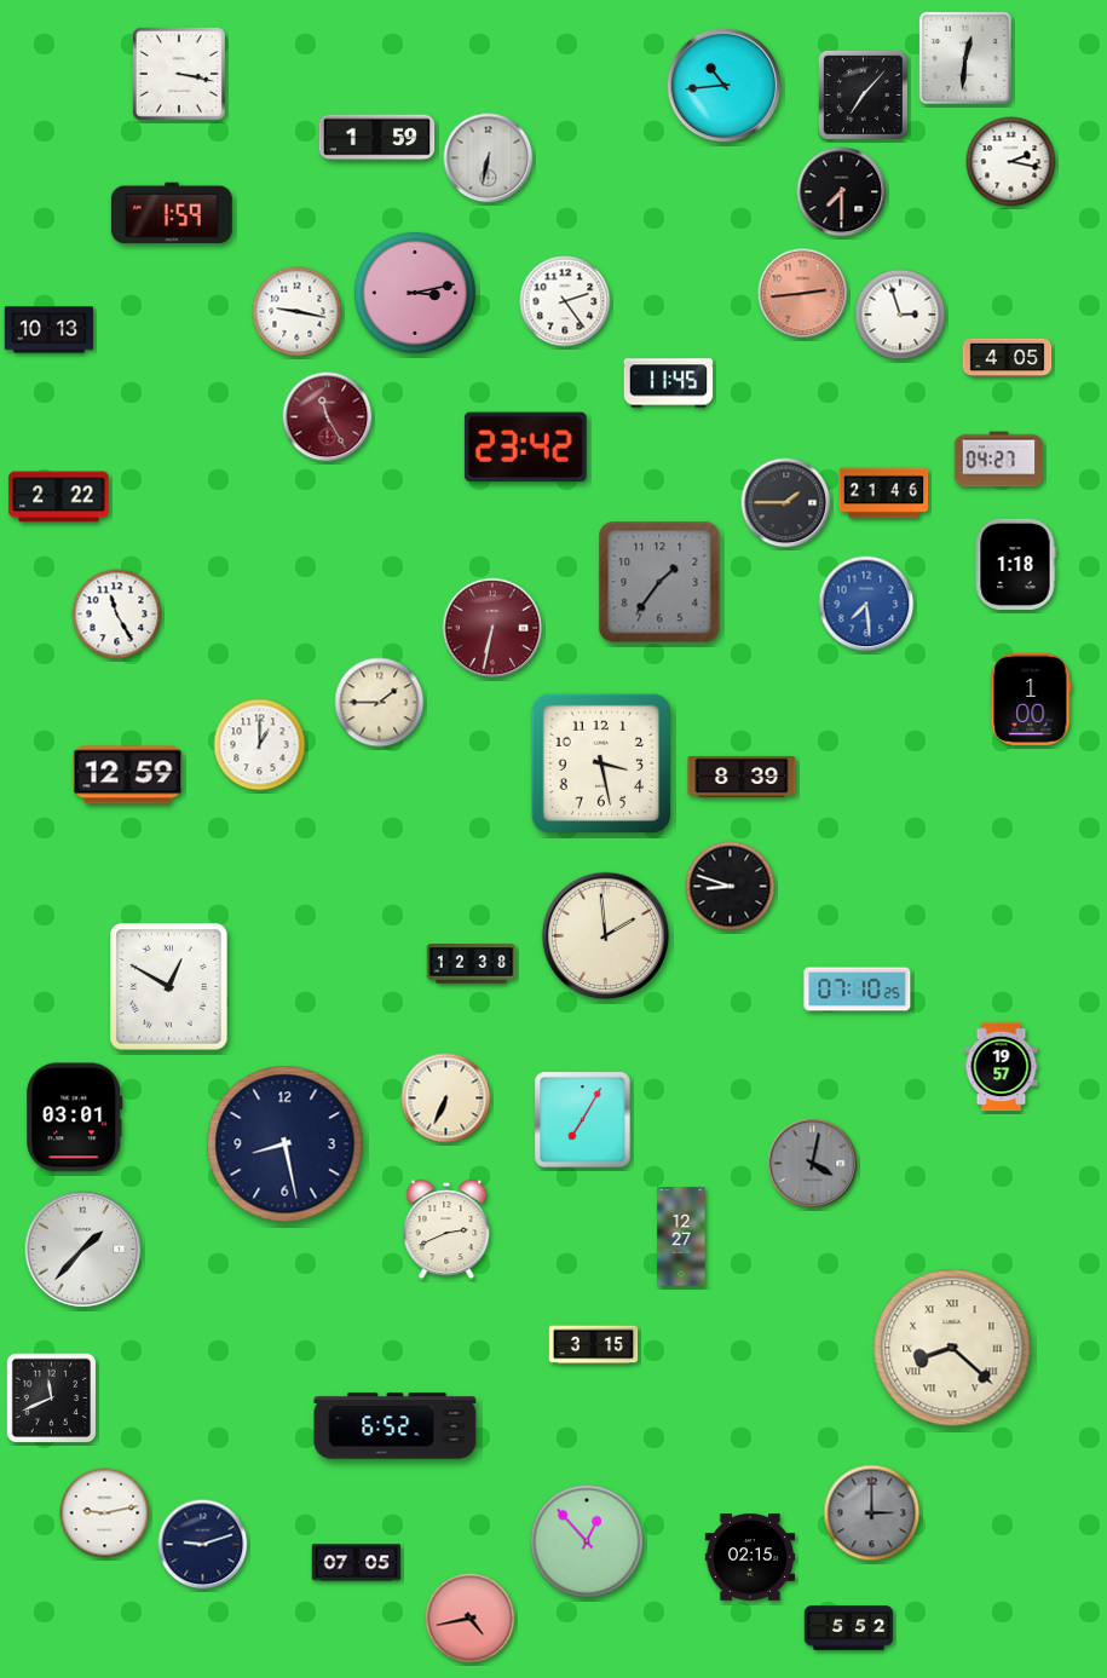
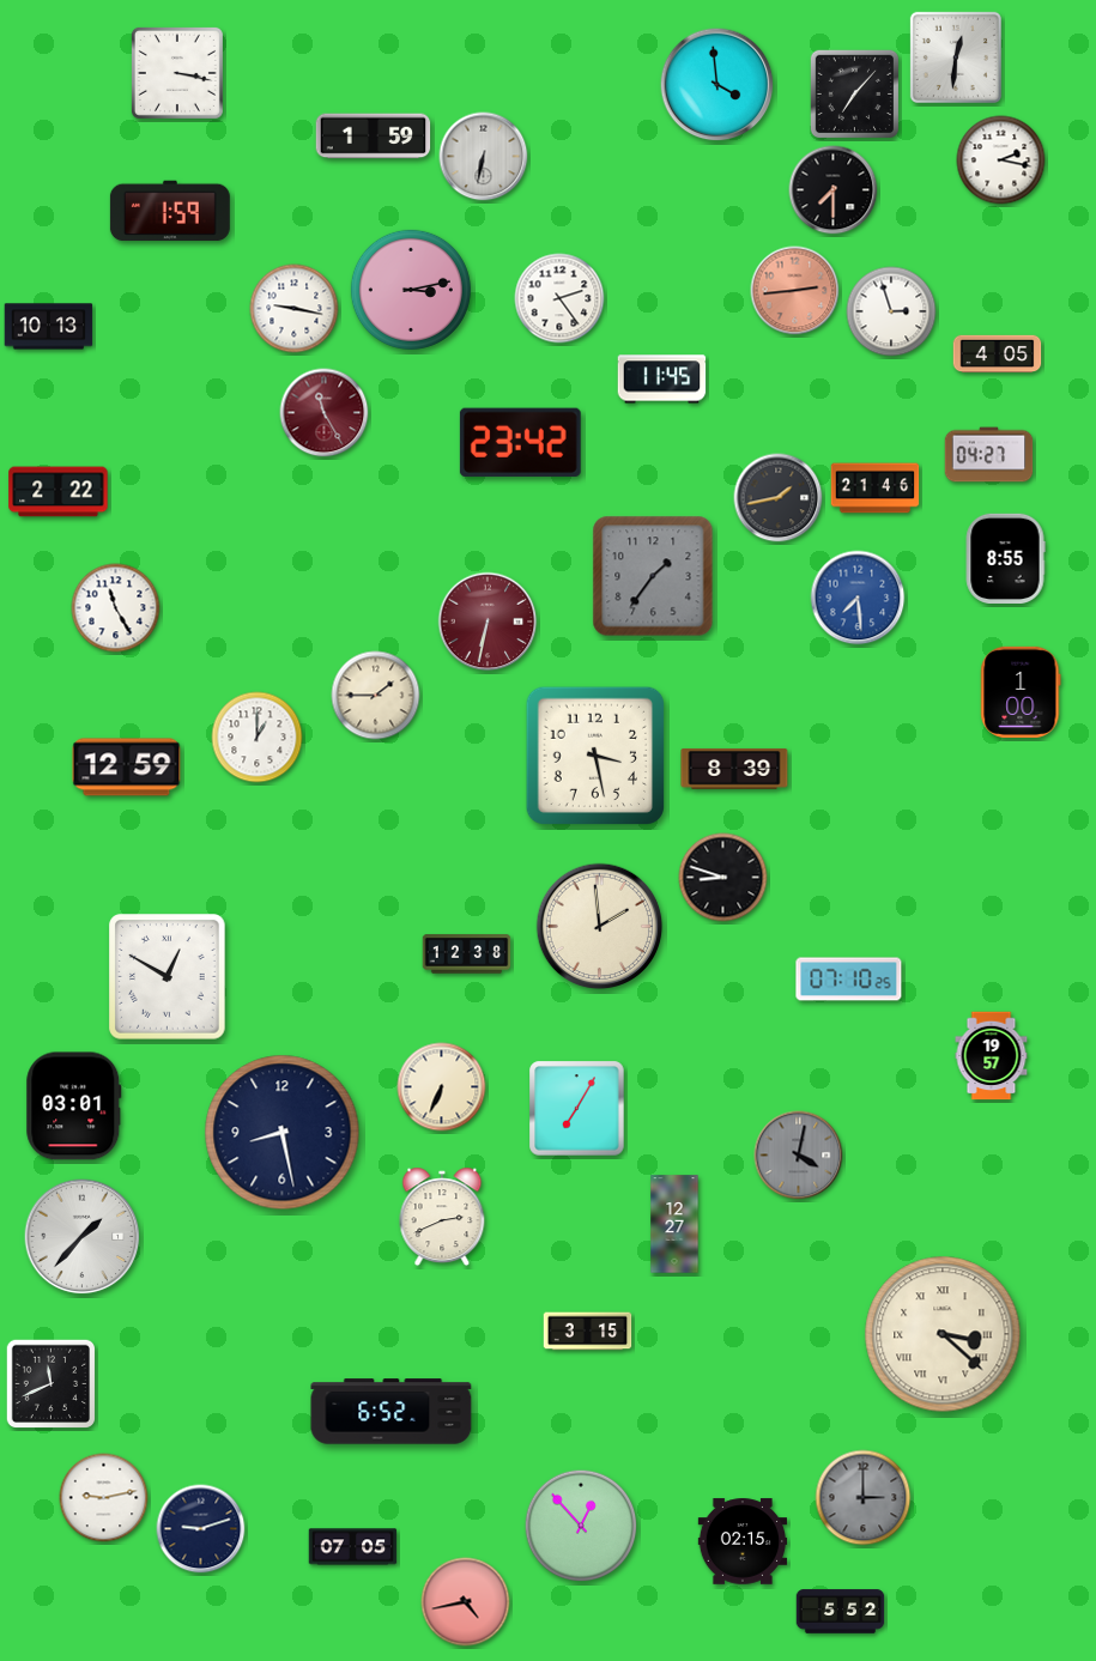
clock at (725, 86): 10:44 -> 3:59
clock at (786, 503): 1:45 -> 1:43
clock at (1015, 564): 1:18 -> 8:55
clock at (813, 1164) position: (813, 1164) -> (799, 1156)
clock at (952, 1348): 8:22 -> 3:22
